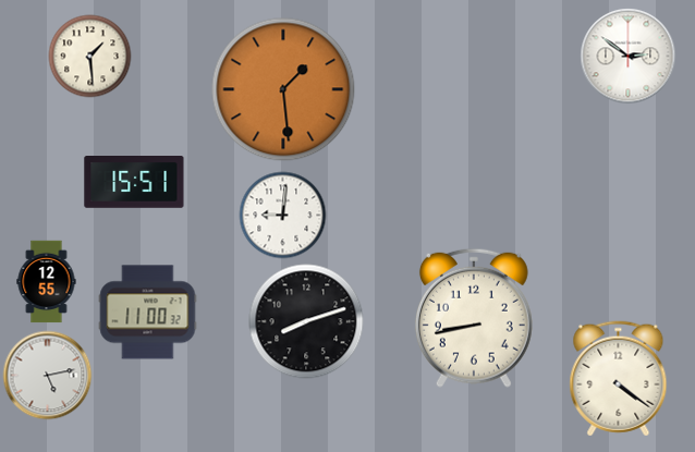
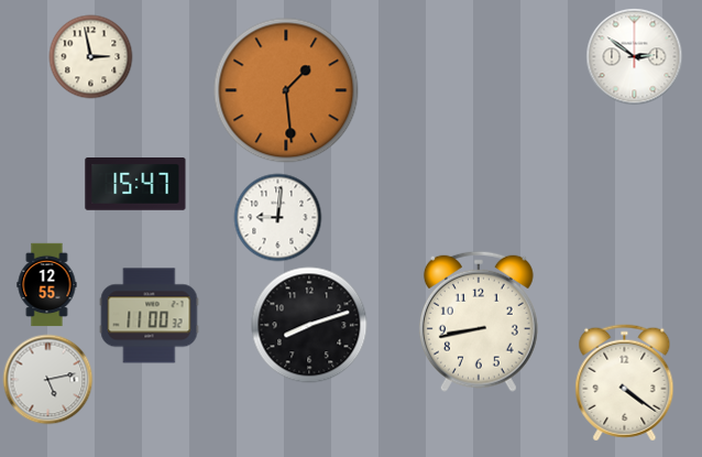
clock at (90, 57): 1:29 -> 2:58
clock at (134, 183): 15:51 -> 15:47
clock at (283, 216) position: (283, 216) -> (278, 218)
